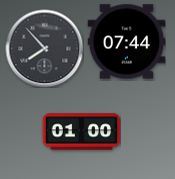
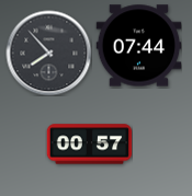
clock at (81, 132): 01:00 -> 00:57
